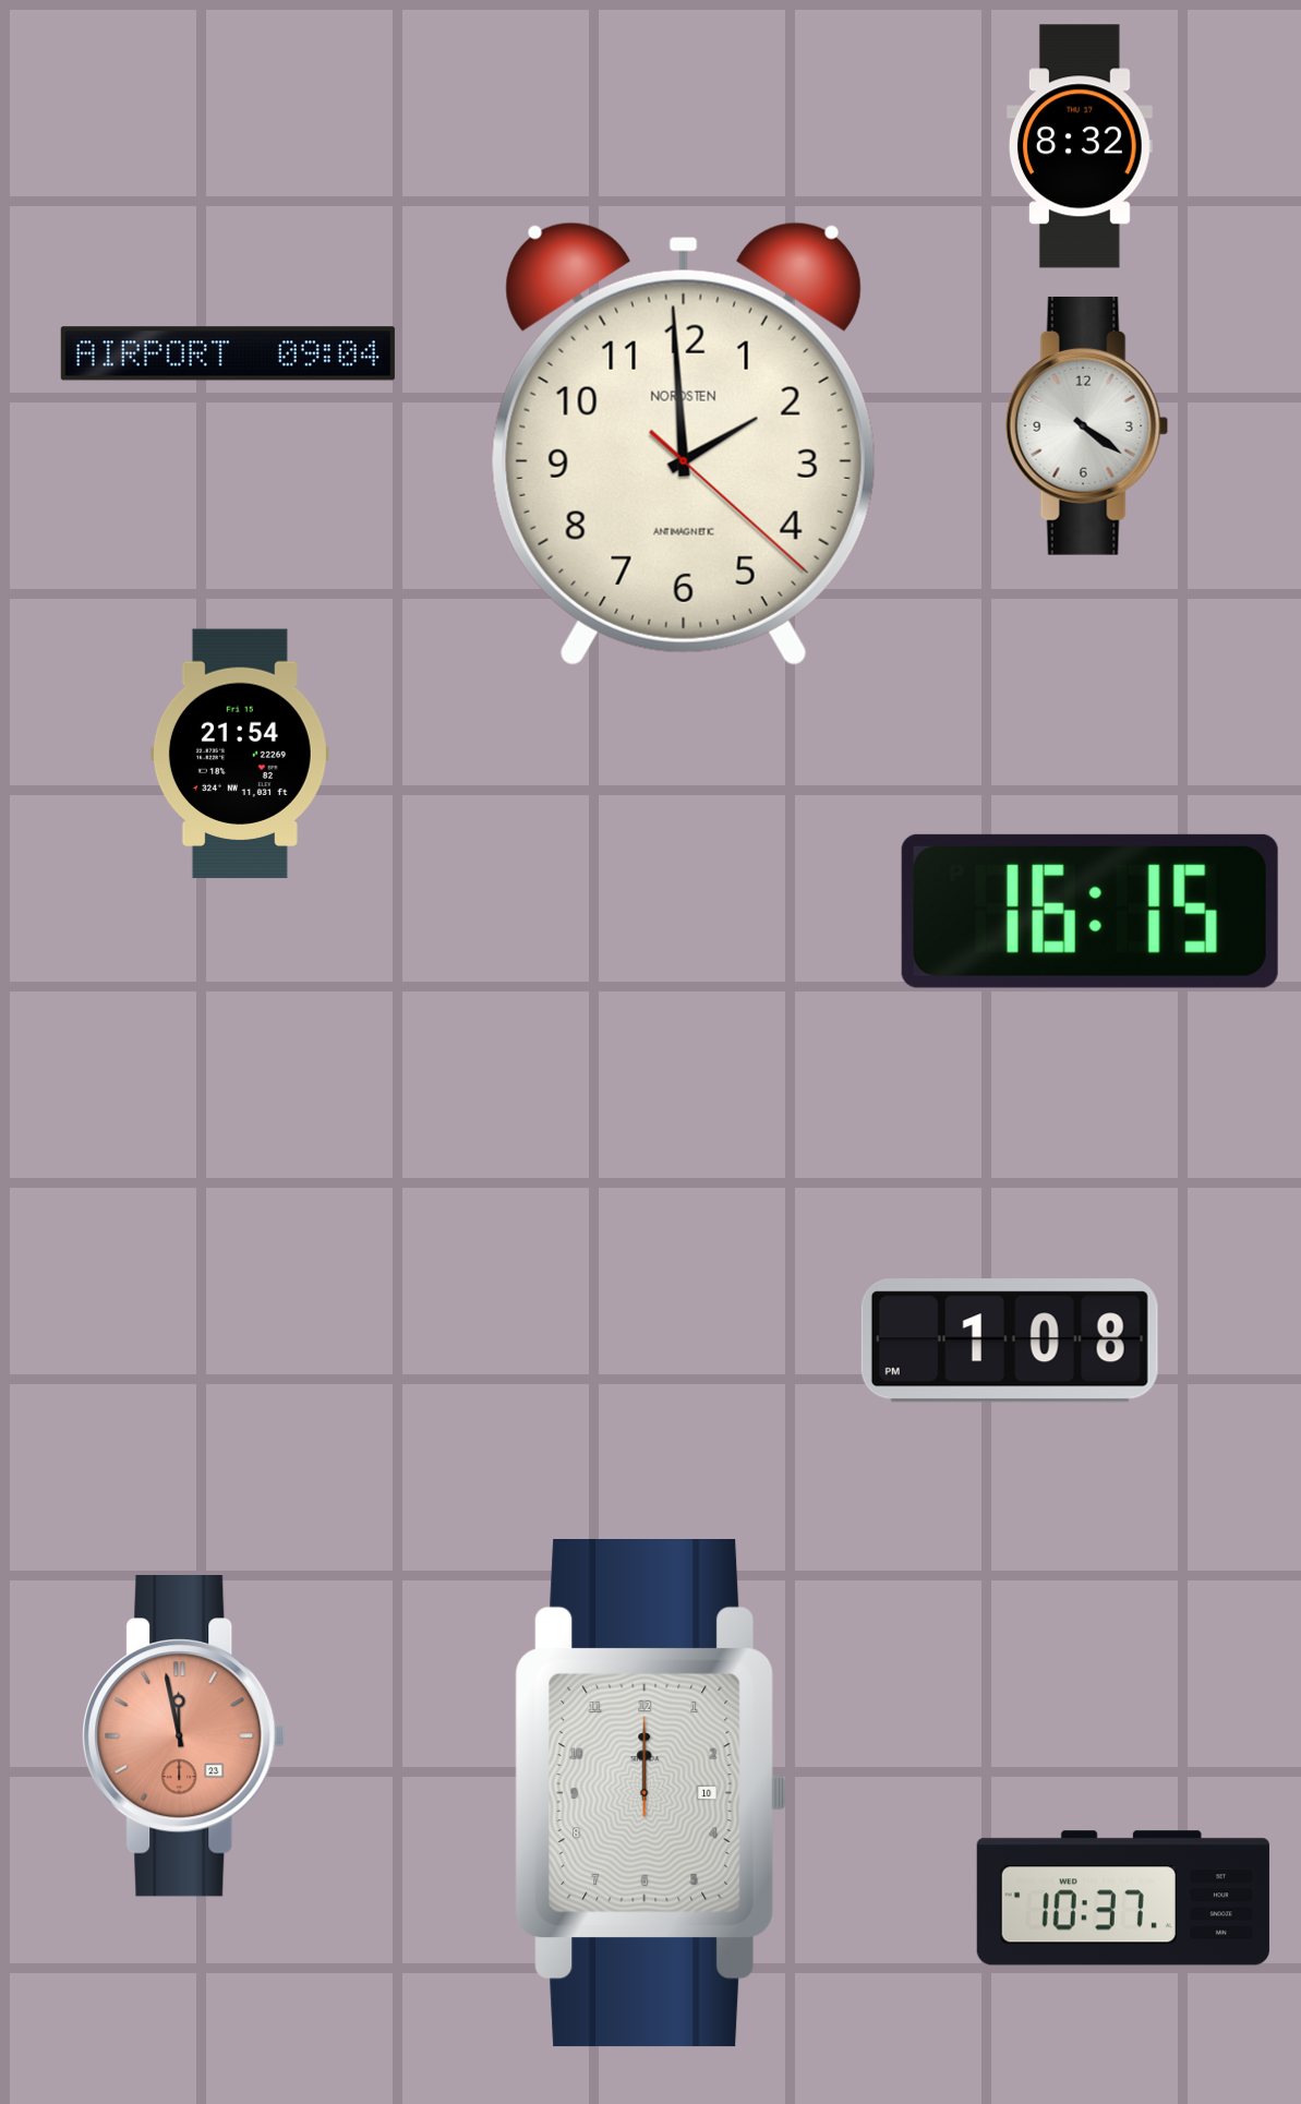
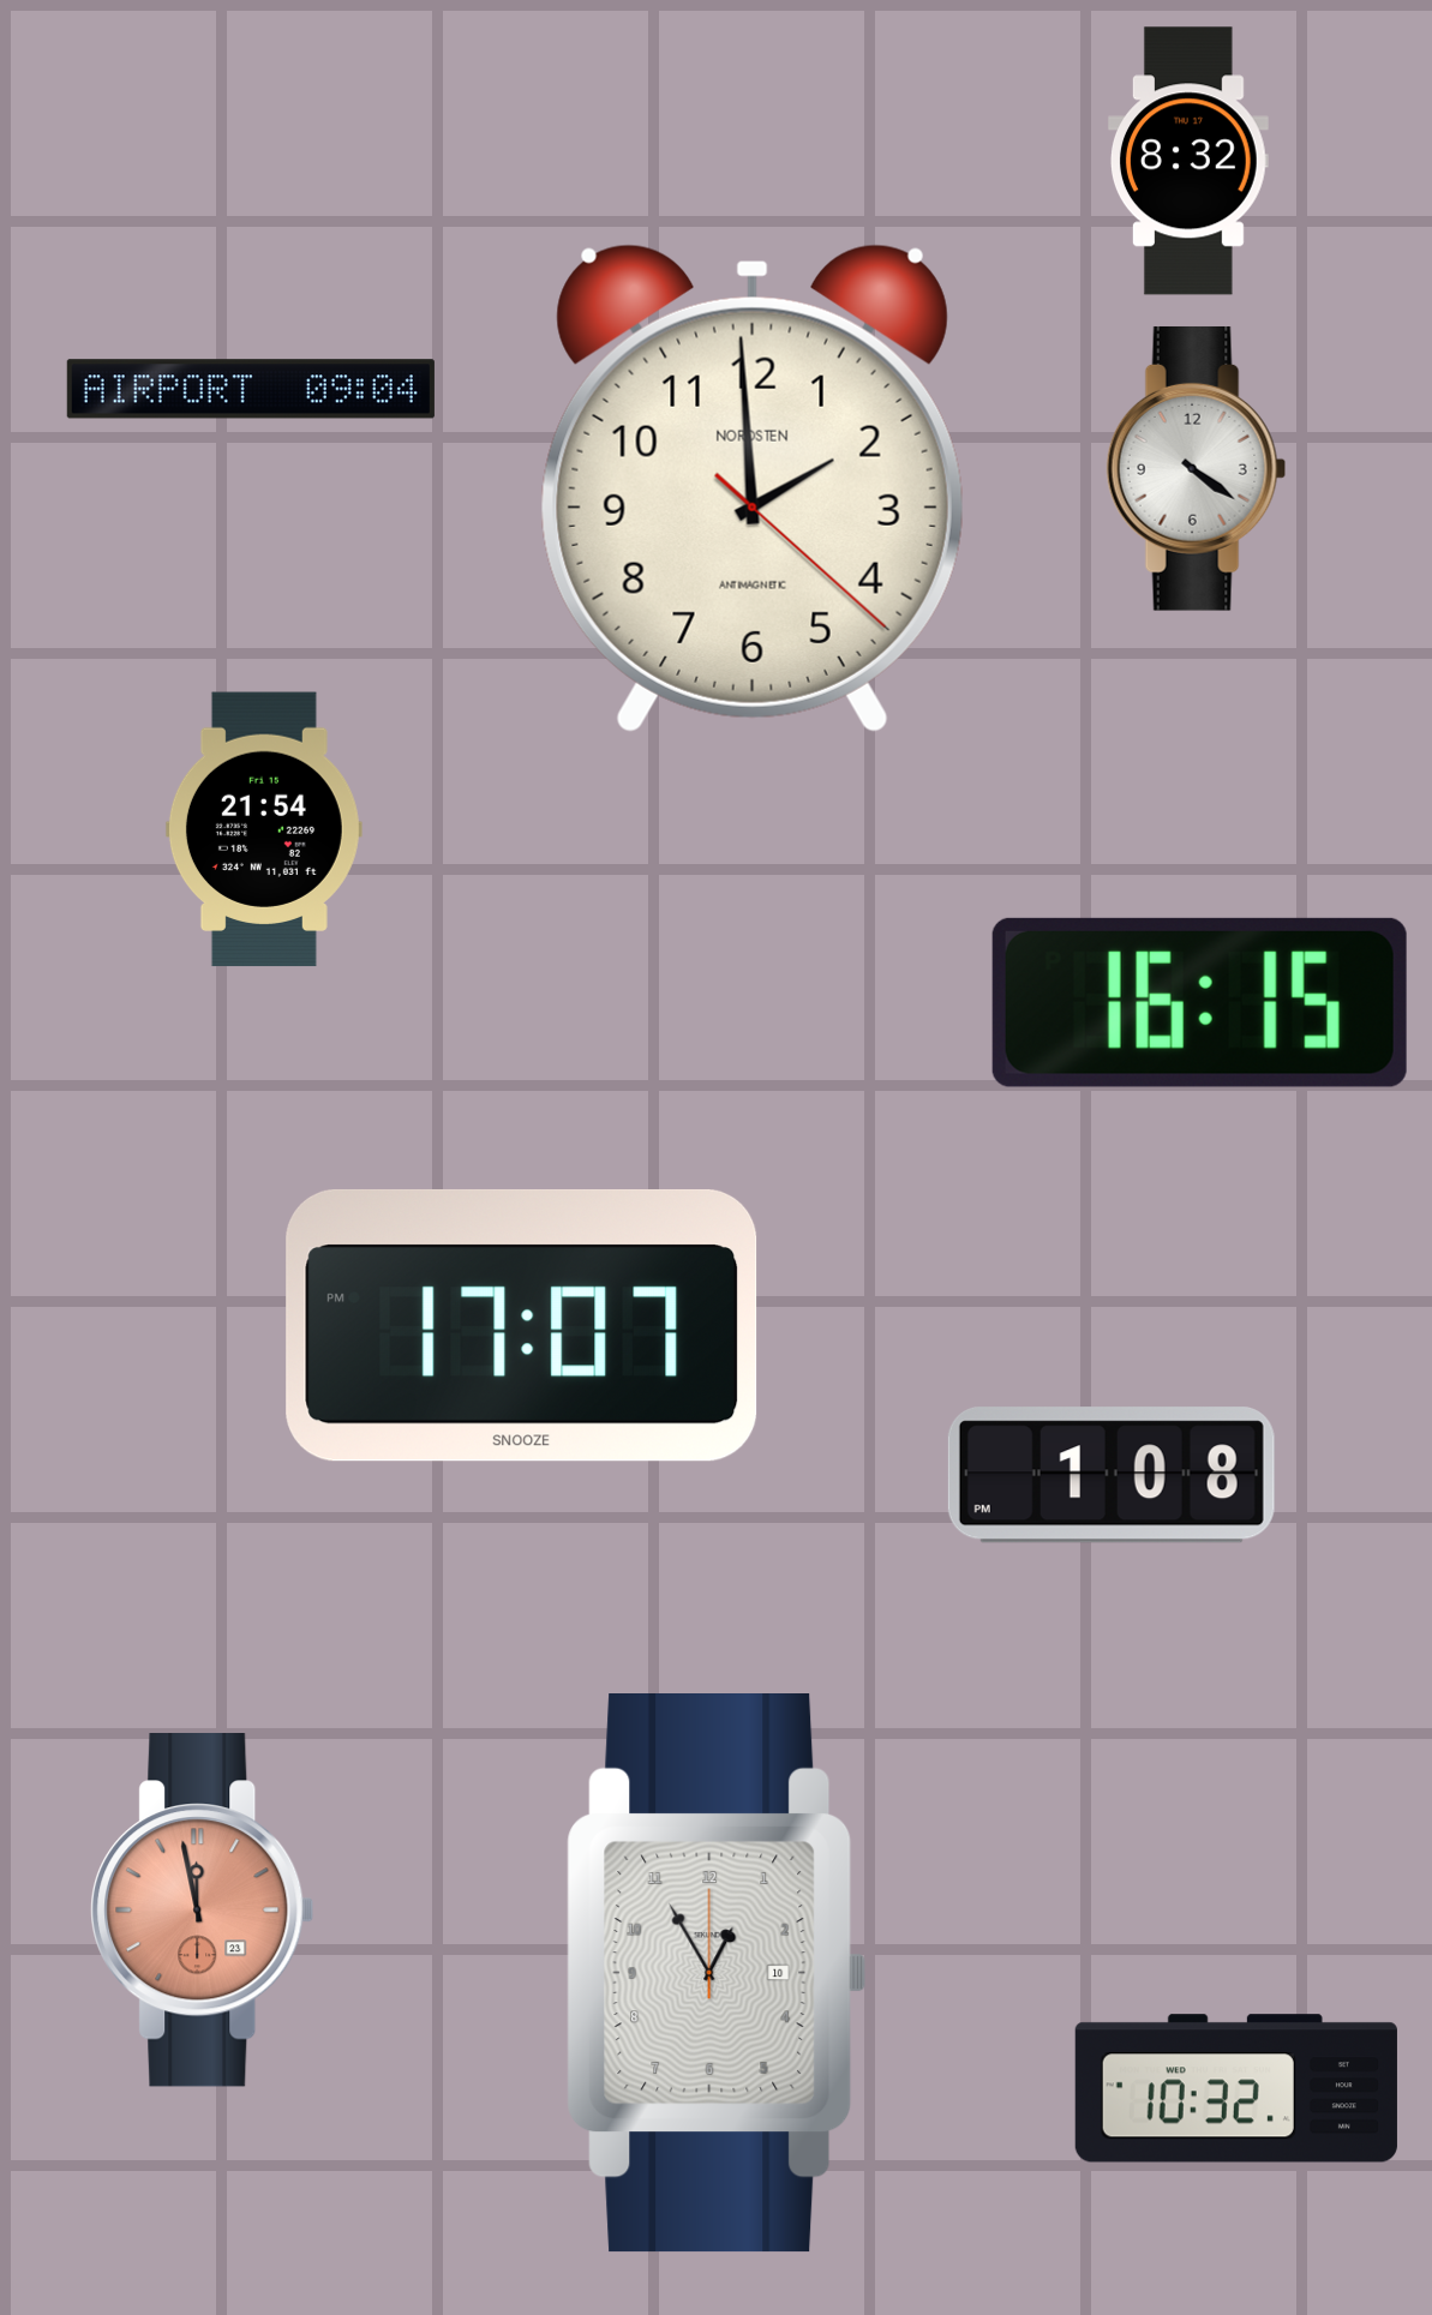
clock at (522, 1325): none -> 17:07
clock at (651, 1794): 12:00 -> 12:55
clock at (1123, 1898): 10:37 -> 10:32
